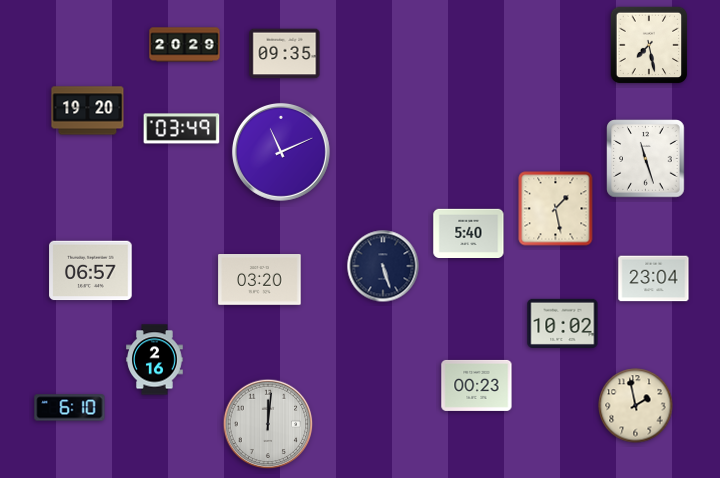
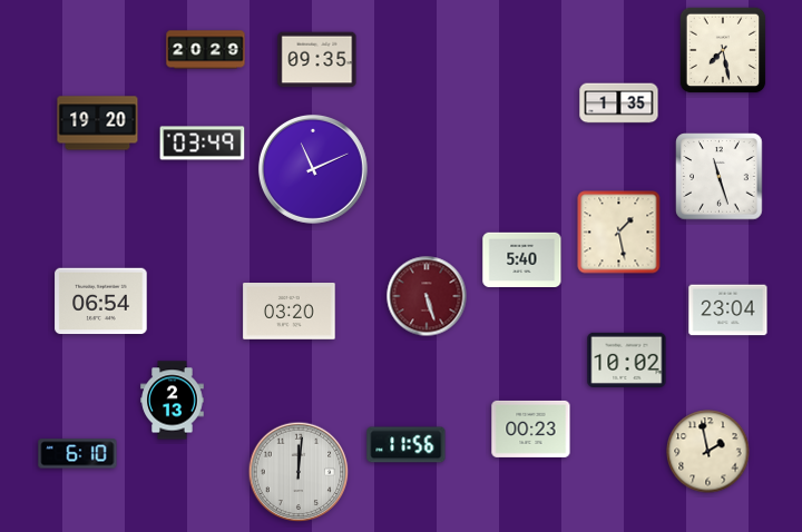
clock at (619, 104): none -> 1:35
clock at (383, 266) dial: navy -> burgundy
clock at (91, 271): 06:57 -> 06:54
clock at (155, 360): 2:16 -> 2:13
clock at (407, 445): none -> 11:56
